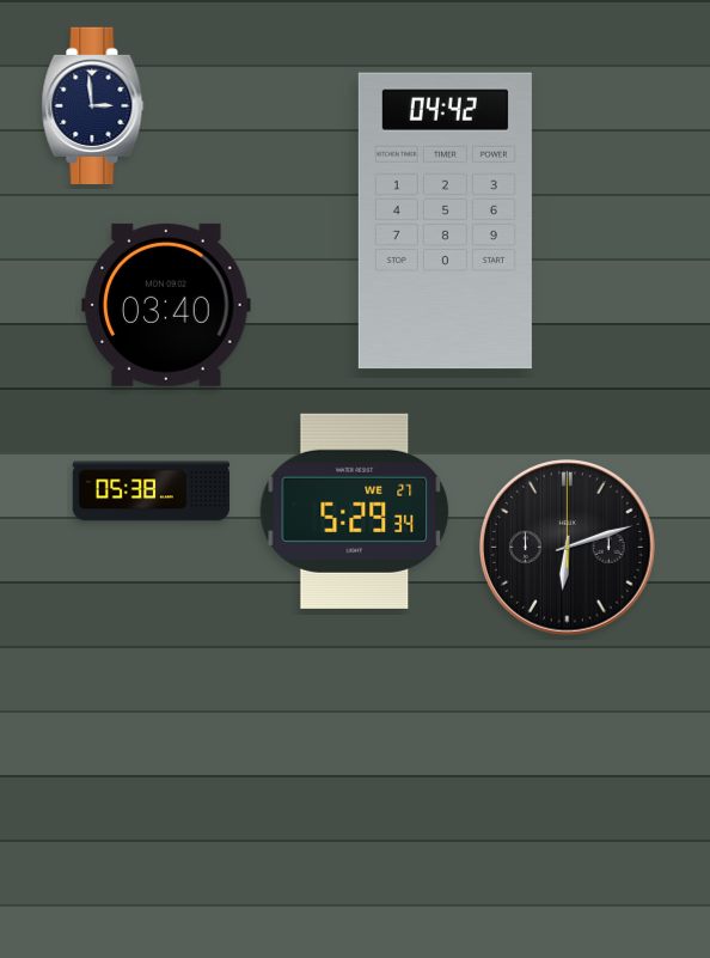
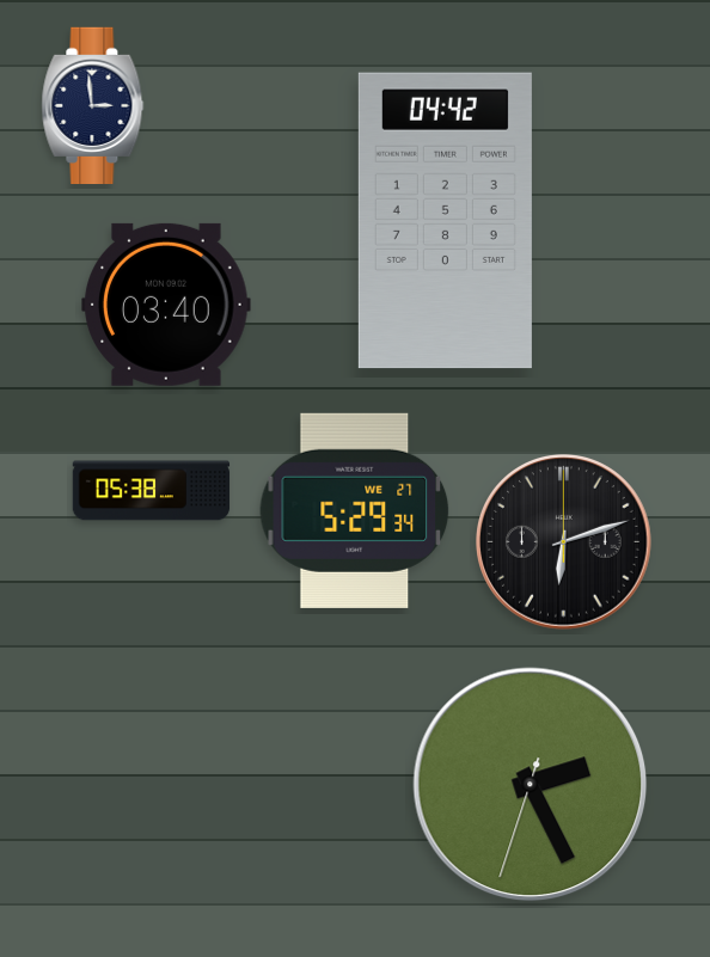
clock at (568, 548) position: (568, 548) -> (564, 542)
clock at (531, 785): none -> 2:25
